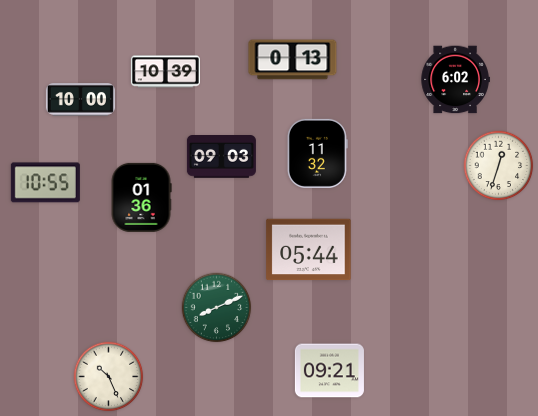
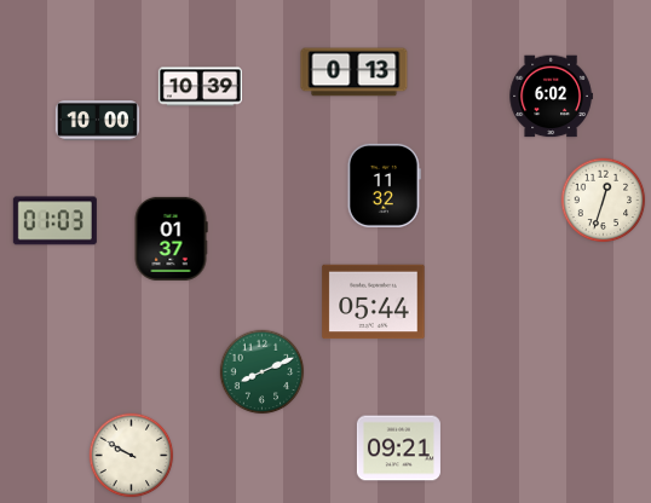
clock at (221, 157): 09:03 -> none
clock at (45, 183): 10:55 -> 01:03
clock at (141, 197): 01:36 -> 01:37
clock at (109, 377): 10:26 -> 9:50
